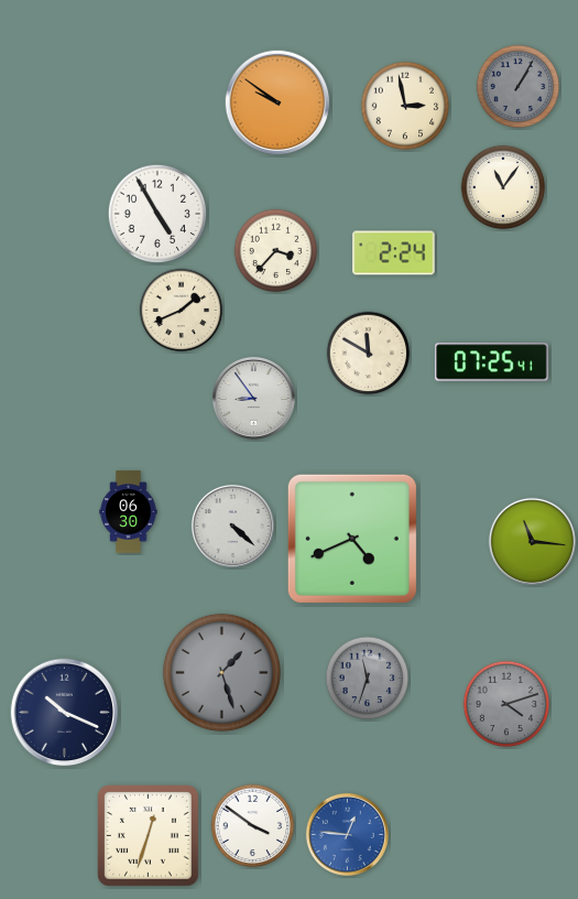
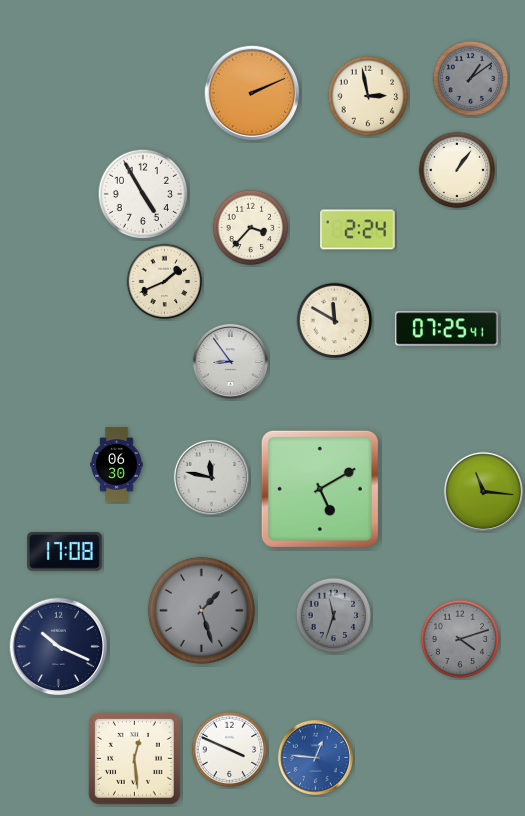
clock at (519, 87): 1:05 -> 1:09
clock at (277, 102): 9:51 -> 2:11
clock at (503, 187): 11:06 -> 1:06
clock at (232, 526): 4:22 -> 11:47
clock at (352, 539): 4:41 -> 5:10
clock at (65, 552): none -> 17:08
clock at (253, 826): 3:51 -> 3:49
clock at (149, 836): 12:33 -> 12:29
